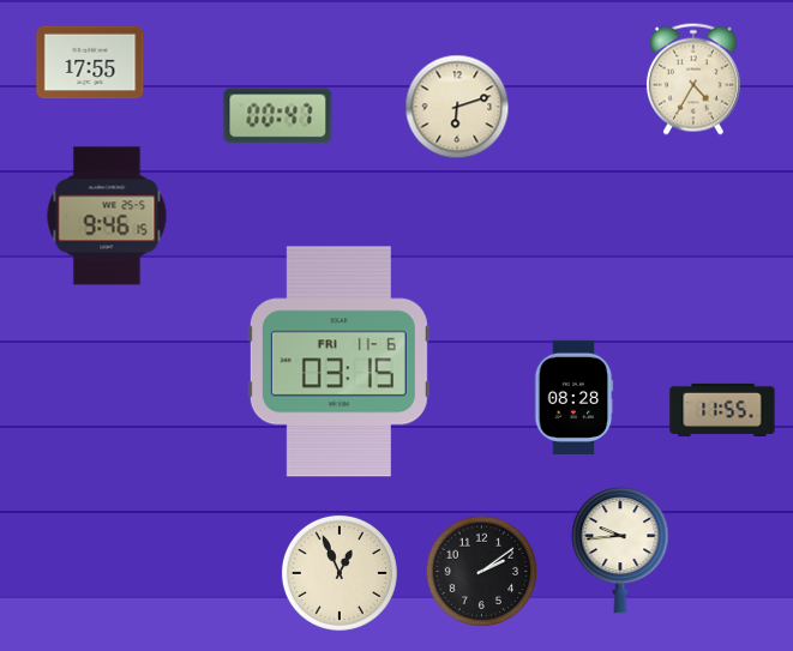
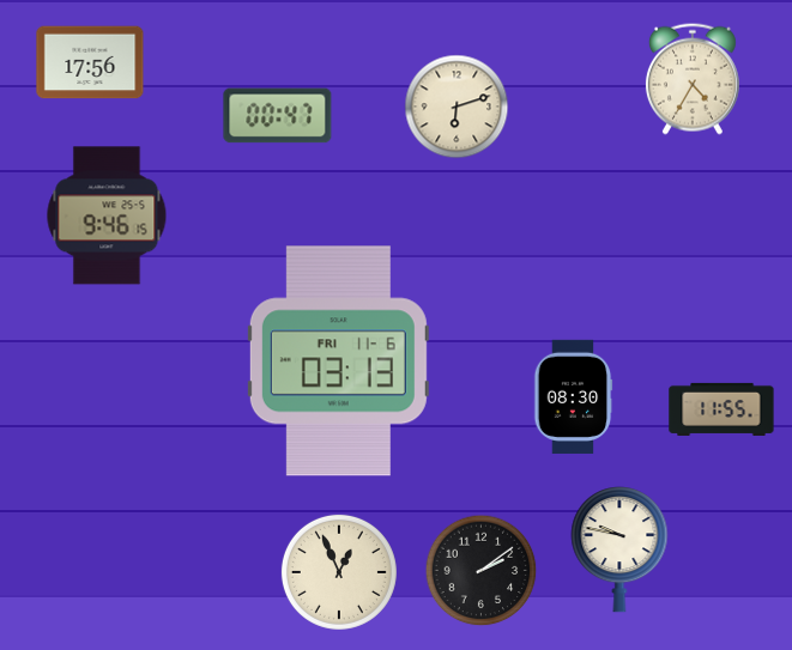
clock at (90, 62): 17:55 -> 17:56
clock at (338, 362): 03:15 -> 03:13
clock at (573, 397): 08:28 -> 08:30
clock at (620, 550): 9:44 -> 9:47
